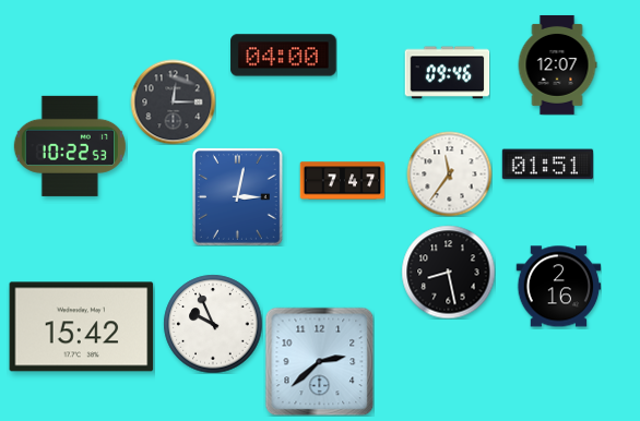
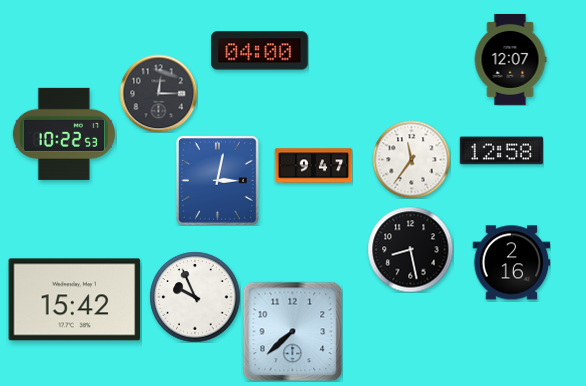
clock at (447, 73): 09:46 -> none
clock at (547, 165): 01:51 -> 12:58
clock at (342, 181): 7:47 -> 9:47
clock at (319, 361): 2:38 -> 7:38
